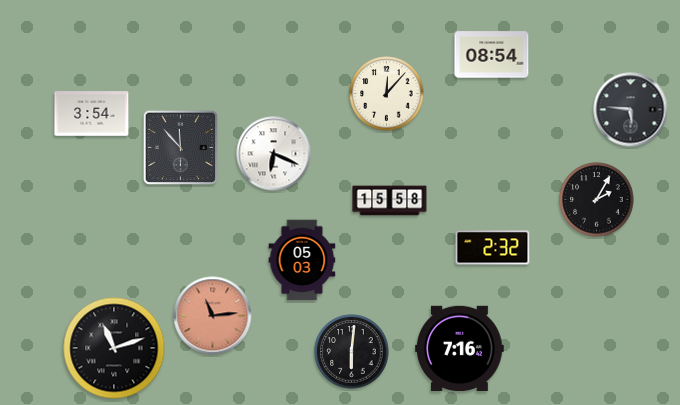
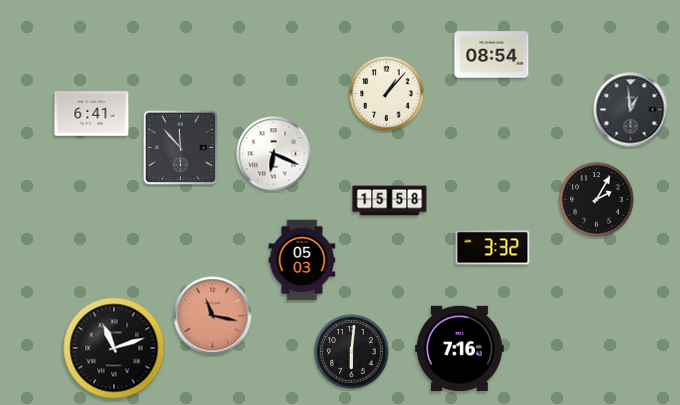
clock at (387, 94): 12:07 -> 1:07
clock at (631, 110): 5:46 -> 12:59
clock at (92, 114): 3:54 -> 6:41
clock at (493, 248): 2:32 -> 3:32
clock at (213, 316): 11:14 -> 11:17
